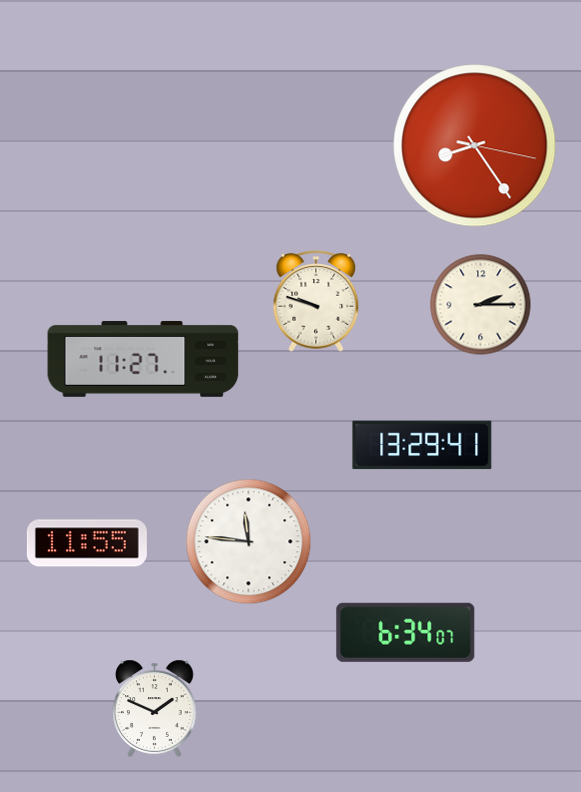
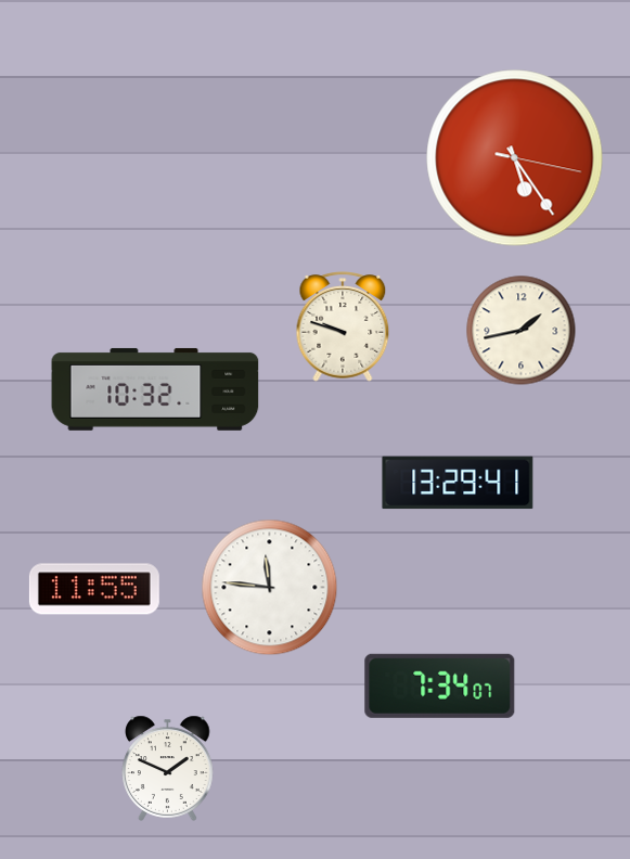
clock at (475, 146): 8:24 -> 5:24
clock at (481, 305): 2:15 -> 1:43
clock at (143, 359): 11:27 -> 10:32
clock at (406, 632): 6:34 -> 7:34
